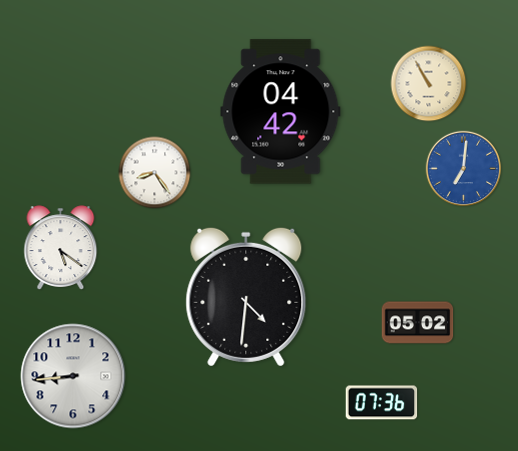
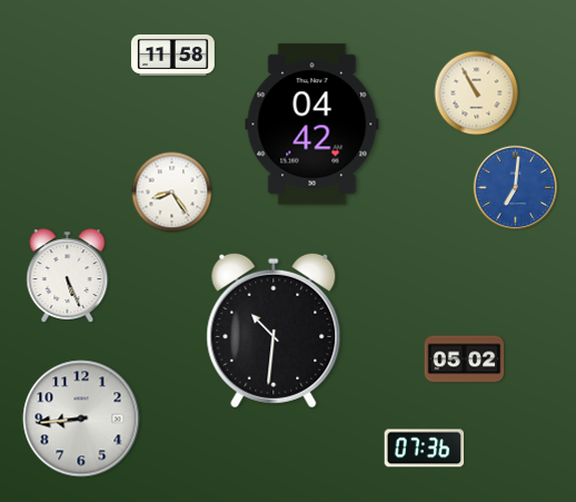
clock at (172, 55): none -> 11:58
clock at (61, 248): 5:21 -> 5:26
clock at (246, 297): 4:31 -> 10:31
